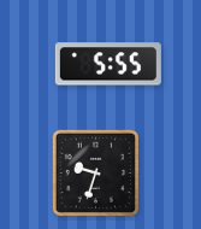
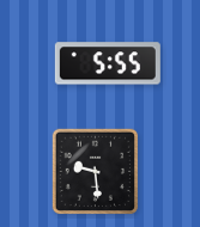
clock at (96, 174): 9:33 -> 9:29
